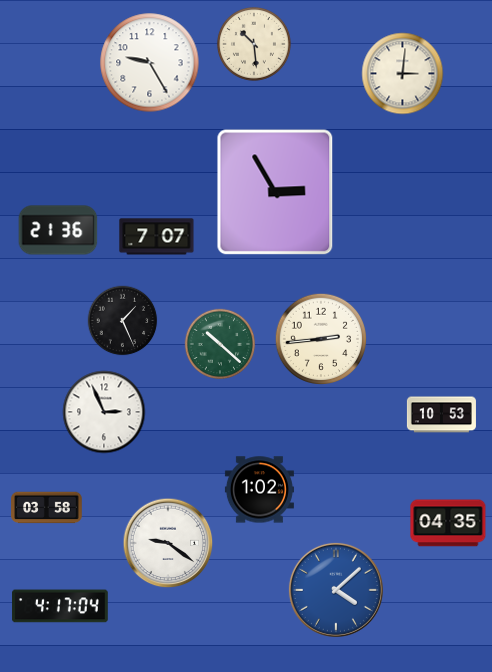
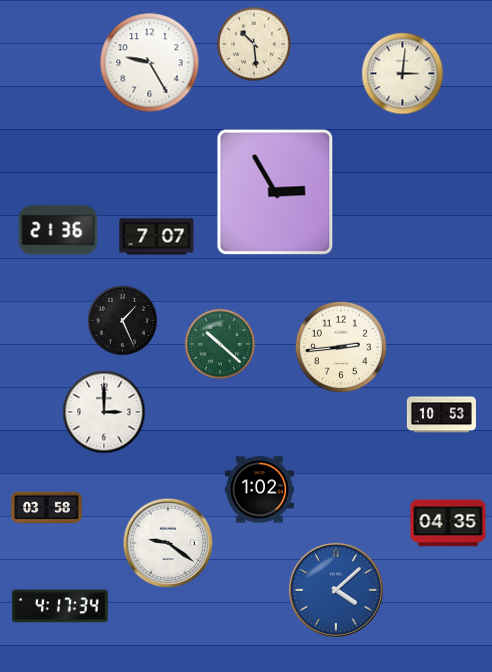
clock at (321, 339) position: (321, 339) -> (341, 347)
clock at (104, 412): 2:56 -> 3:00
clock at (60, 606): 4:17:04 -> 4:17:34
